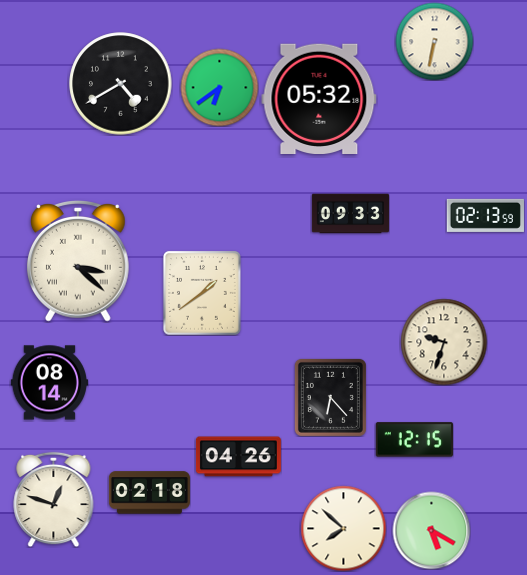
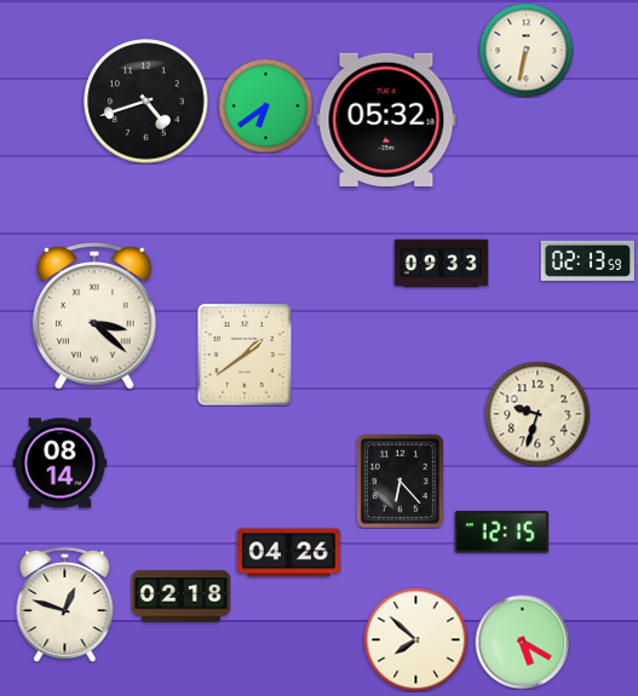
clock at (121, 84): 4:40 -> 4:42
clock at (350, 214) position: (350, 214) -> (441, 264)
